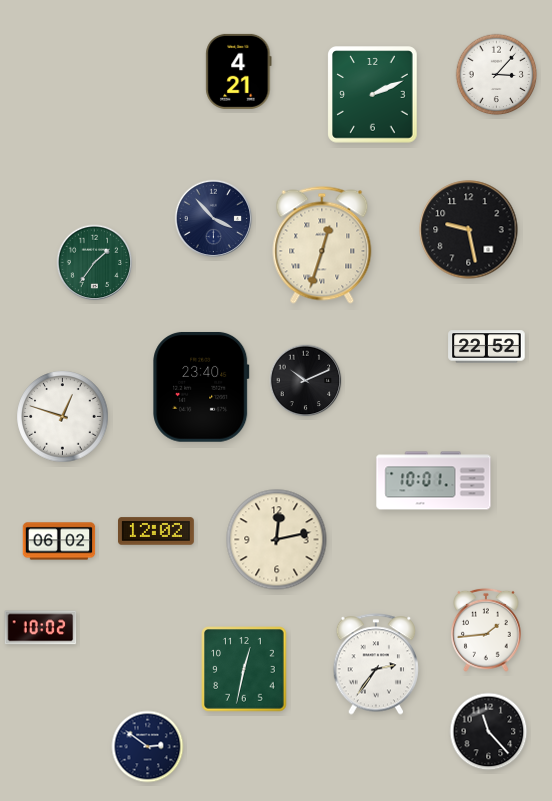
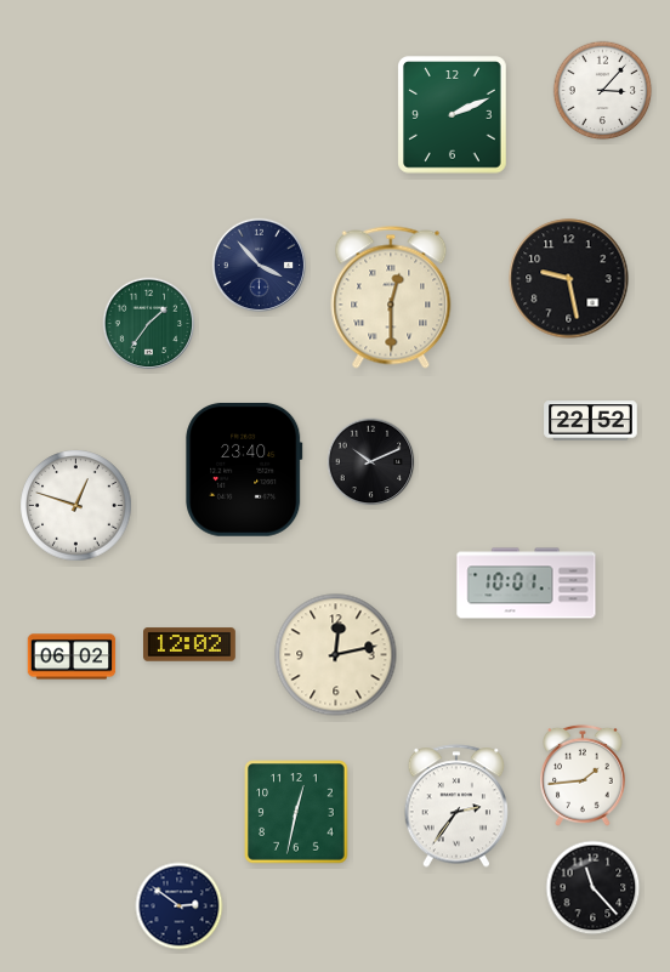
clock at (239, 71): 4:21 -> none
clock at (322, 245): 12:33 -> 12:30
clock at (95, 263) position: (95, 263) -> (149, 324)
clock at (41, 628): 10:02 -> none
clock at (487, 630) position: (487, 630) -> (584, 775)
